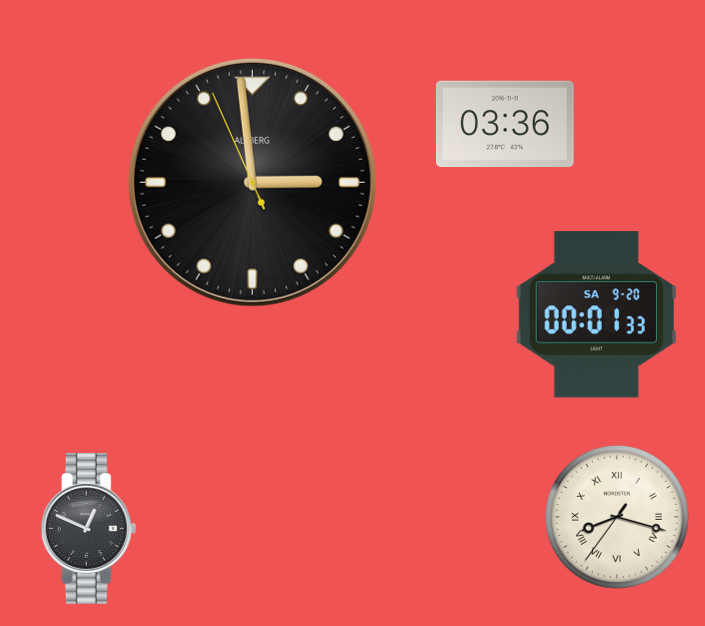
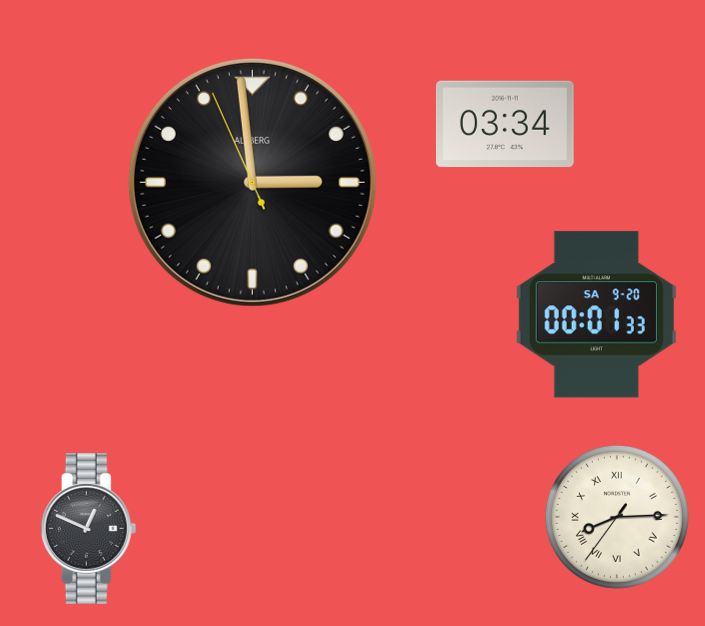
clock at (505, 124): 03:36 -> 03:34
clock at (617, 517): 8:17 -> 8:14
